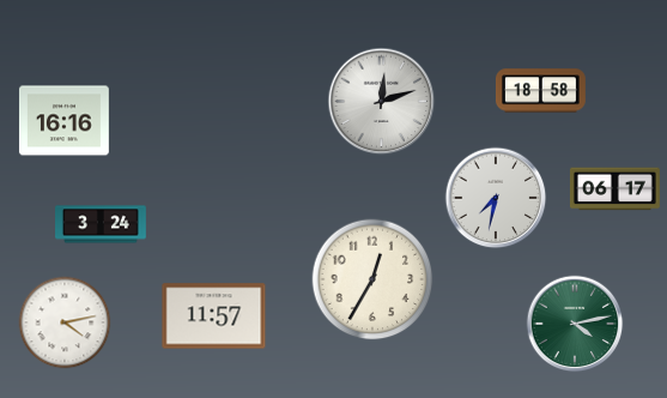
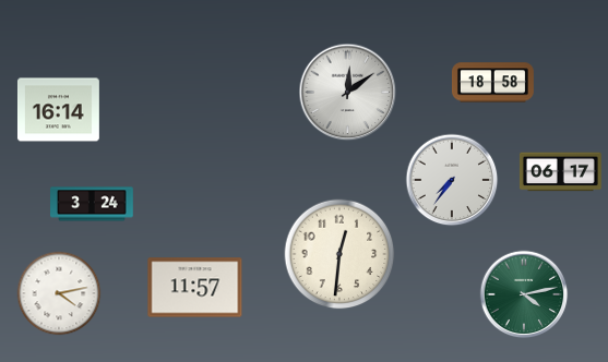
clock at (382, 102): 12:12 -> 12:09
clock at (63, 121): 16:16 -> 16:14
clock at (496, 198): 7:32 -> 7:36
clock at (372, 279): 12:35 -> 12:31
